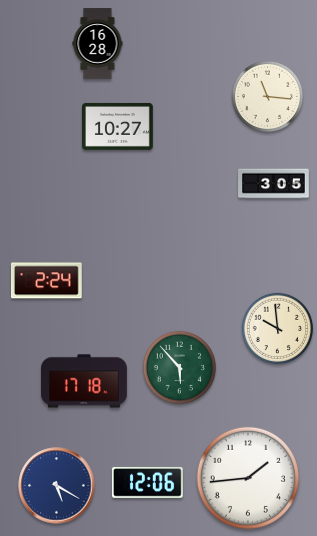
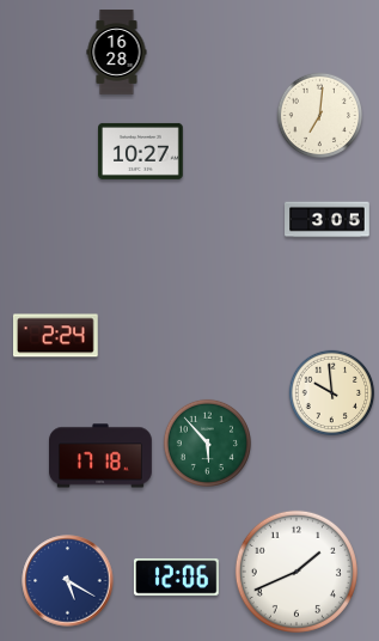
clock at (268, 97): 11:16 -> 7:01
clock at (179, 367) position: (179, 367) -> (207, 442)
clock at (248, 478): 1:44 -> 1:41
